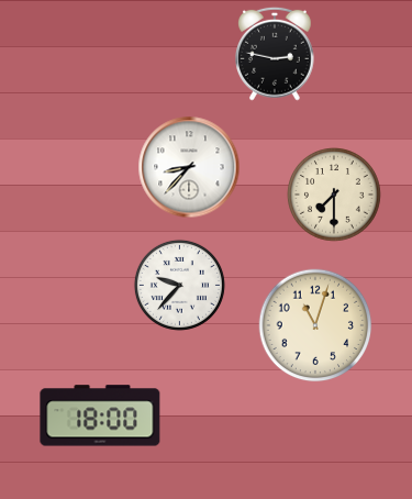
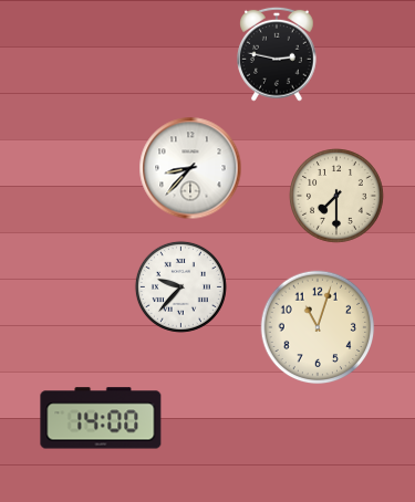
clock at (100, 415): 18:00 -> 14:00
